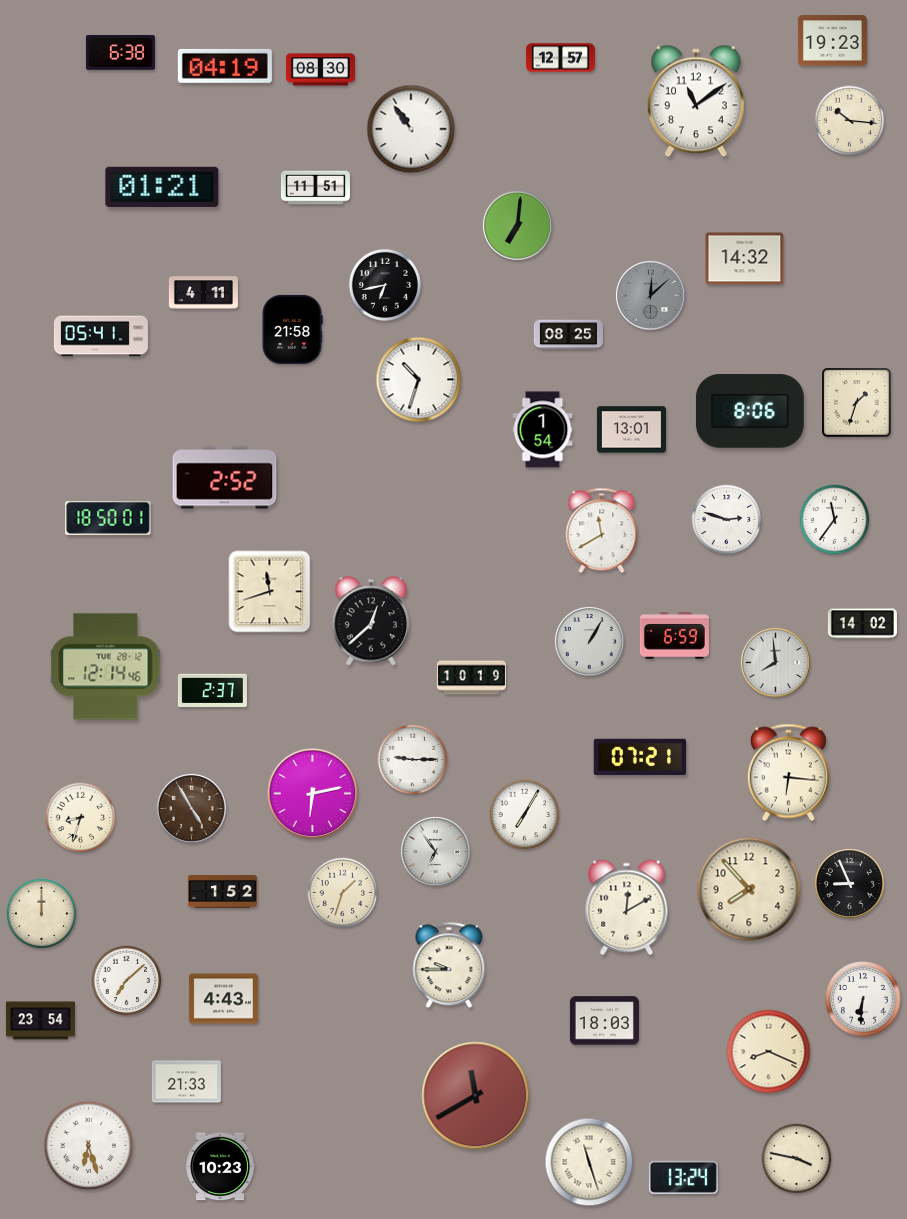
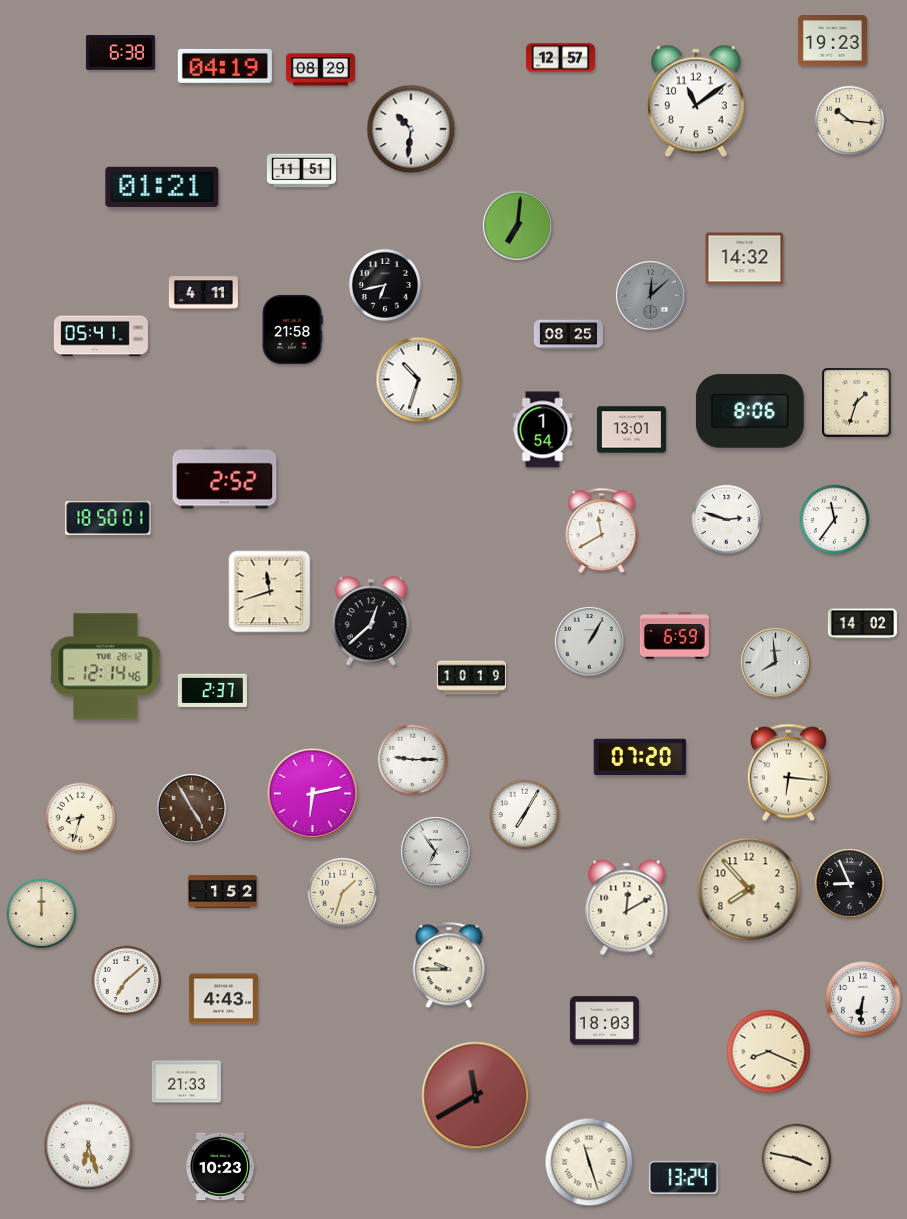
clock at (320, 70): 08:30 -> 08:29
clock at (411, 129): 10:54 -> 10:31
clock at (315, 188) position: (315, 188) -> (301, 171)
clock at (640, 757): 07:21 -> 07:20
clock at (40, 1021): 23:54 -> none
